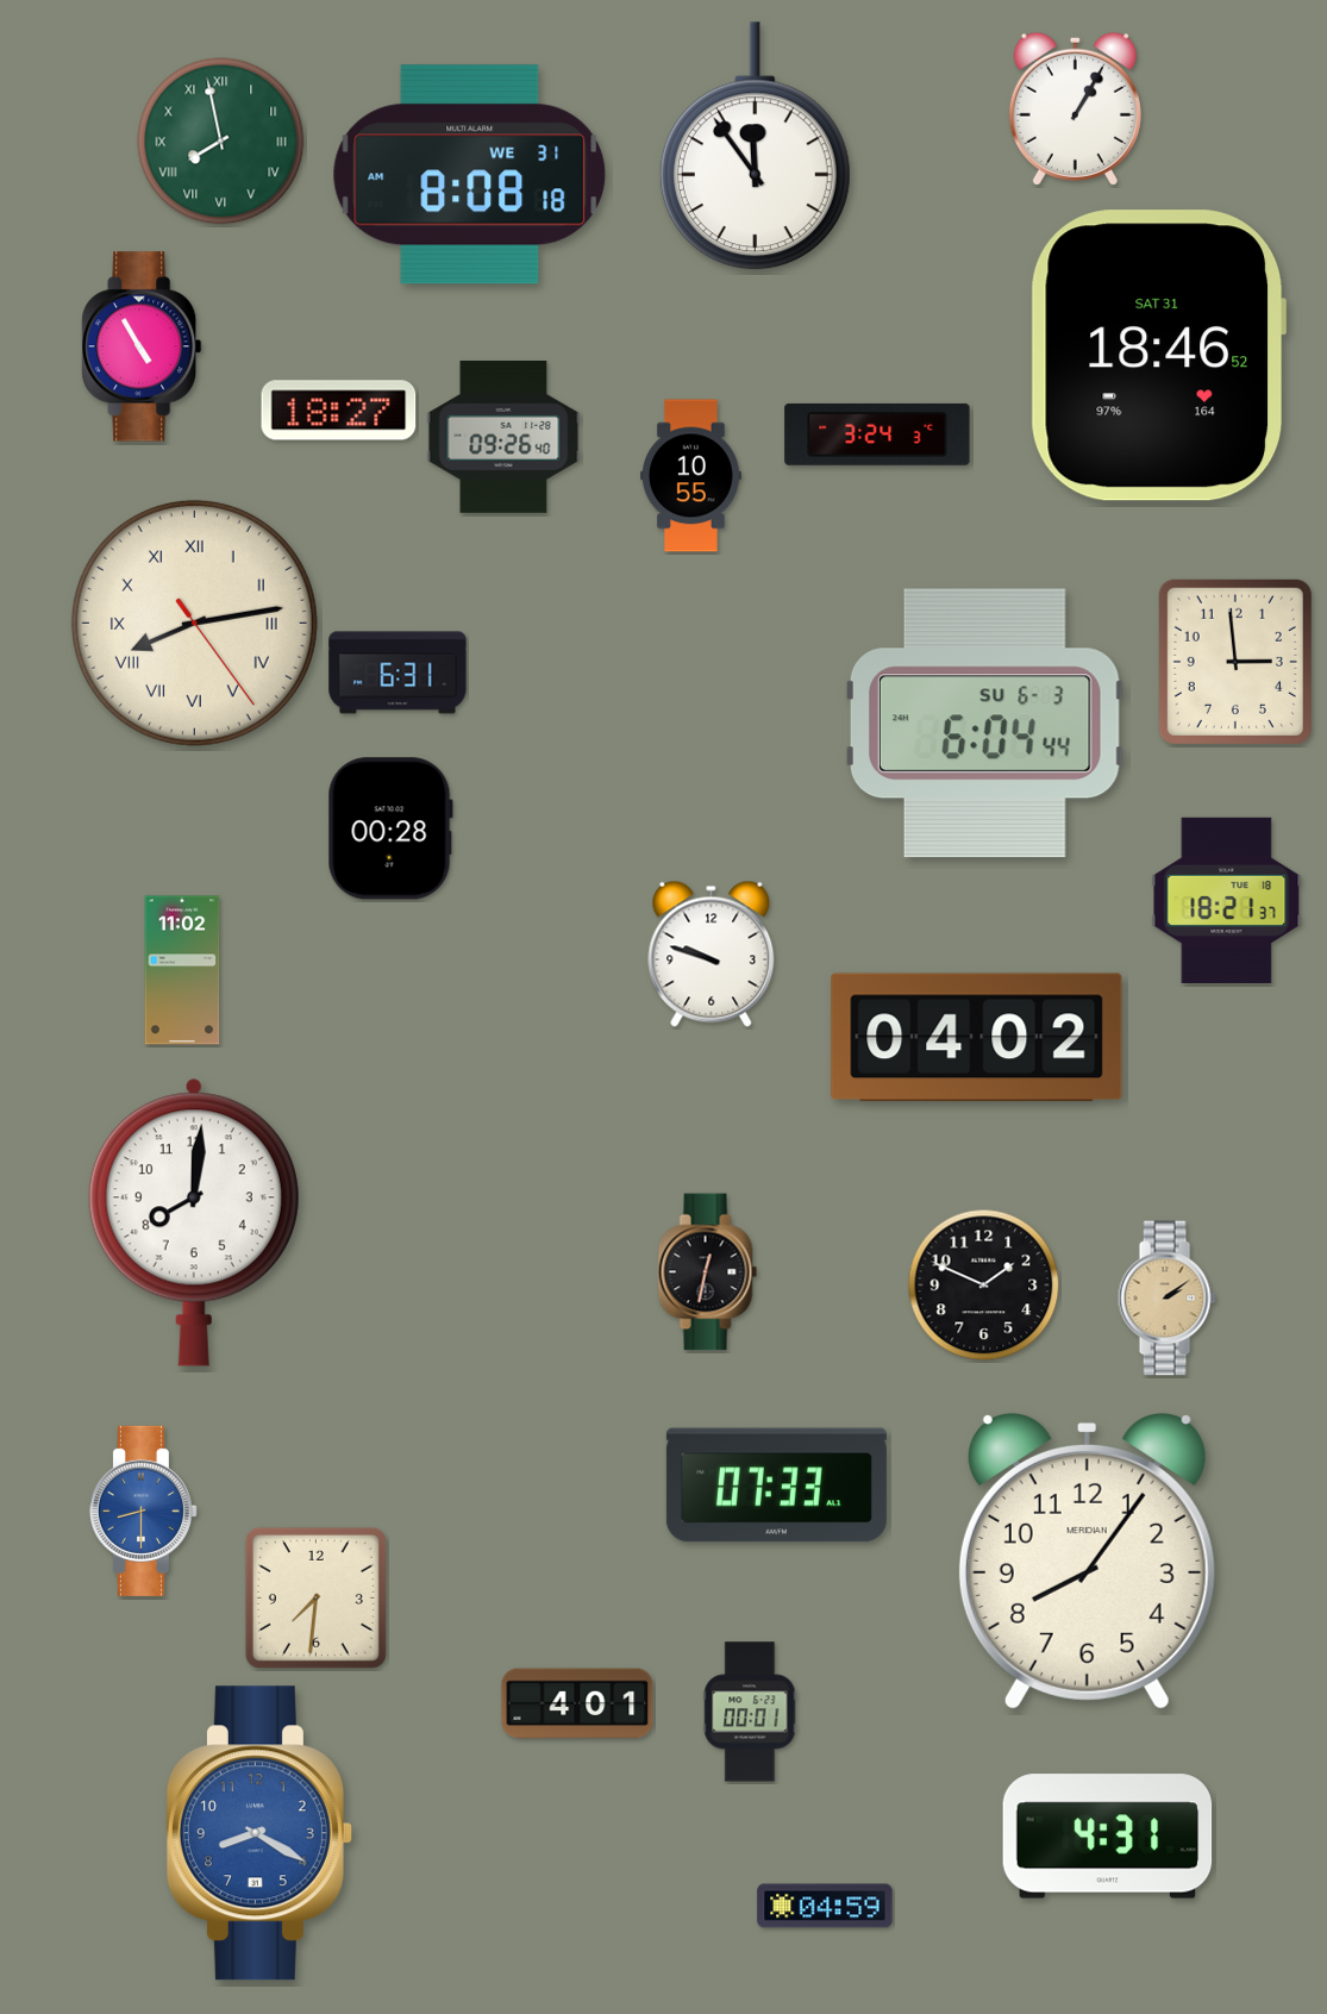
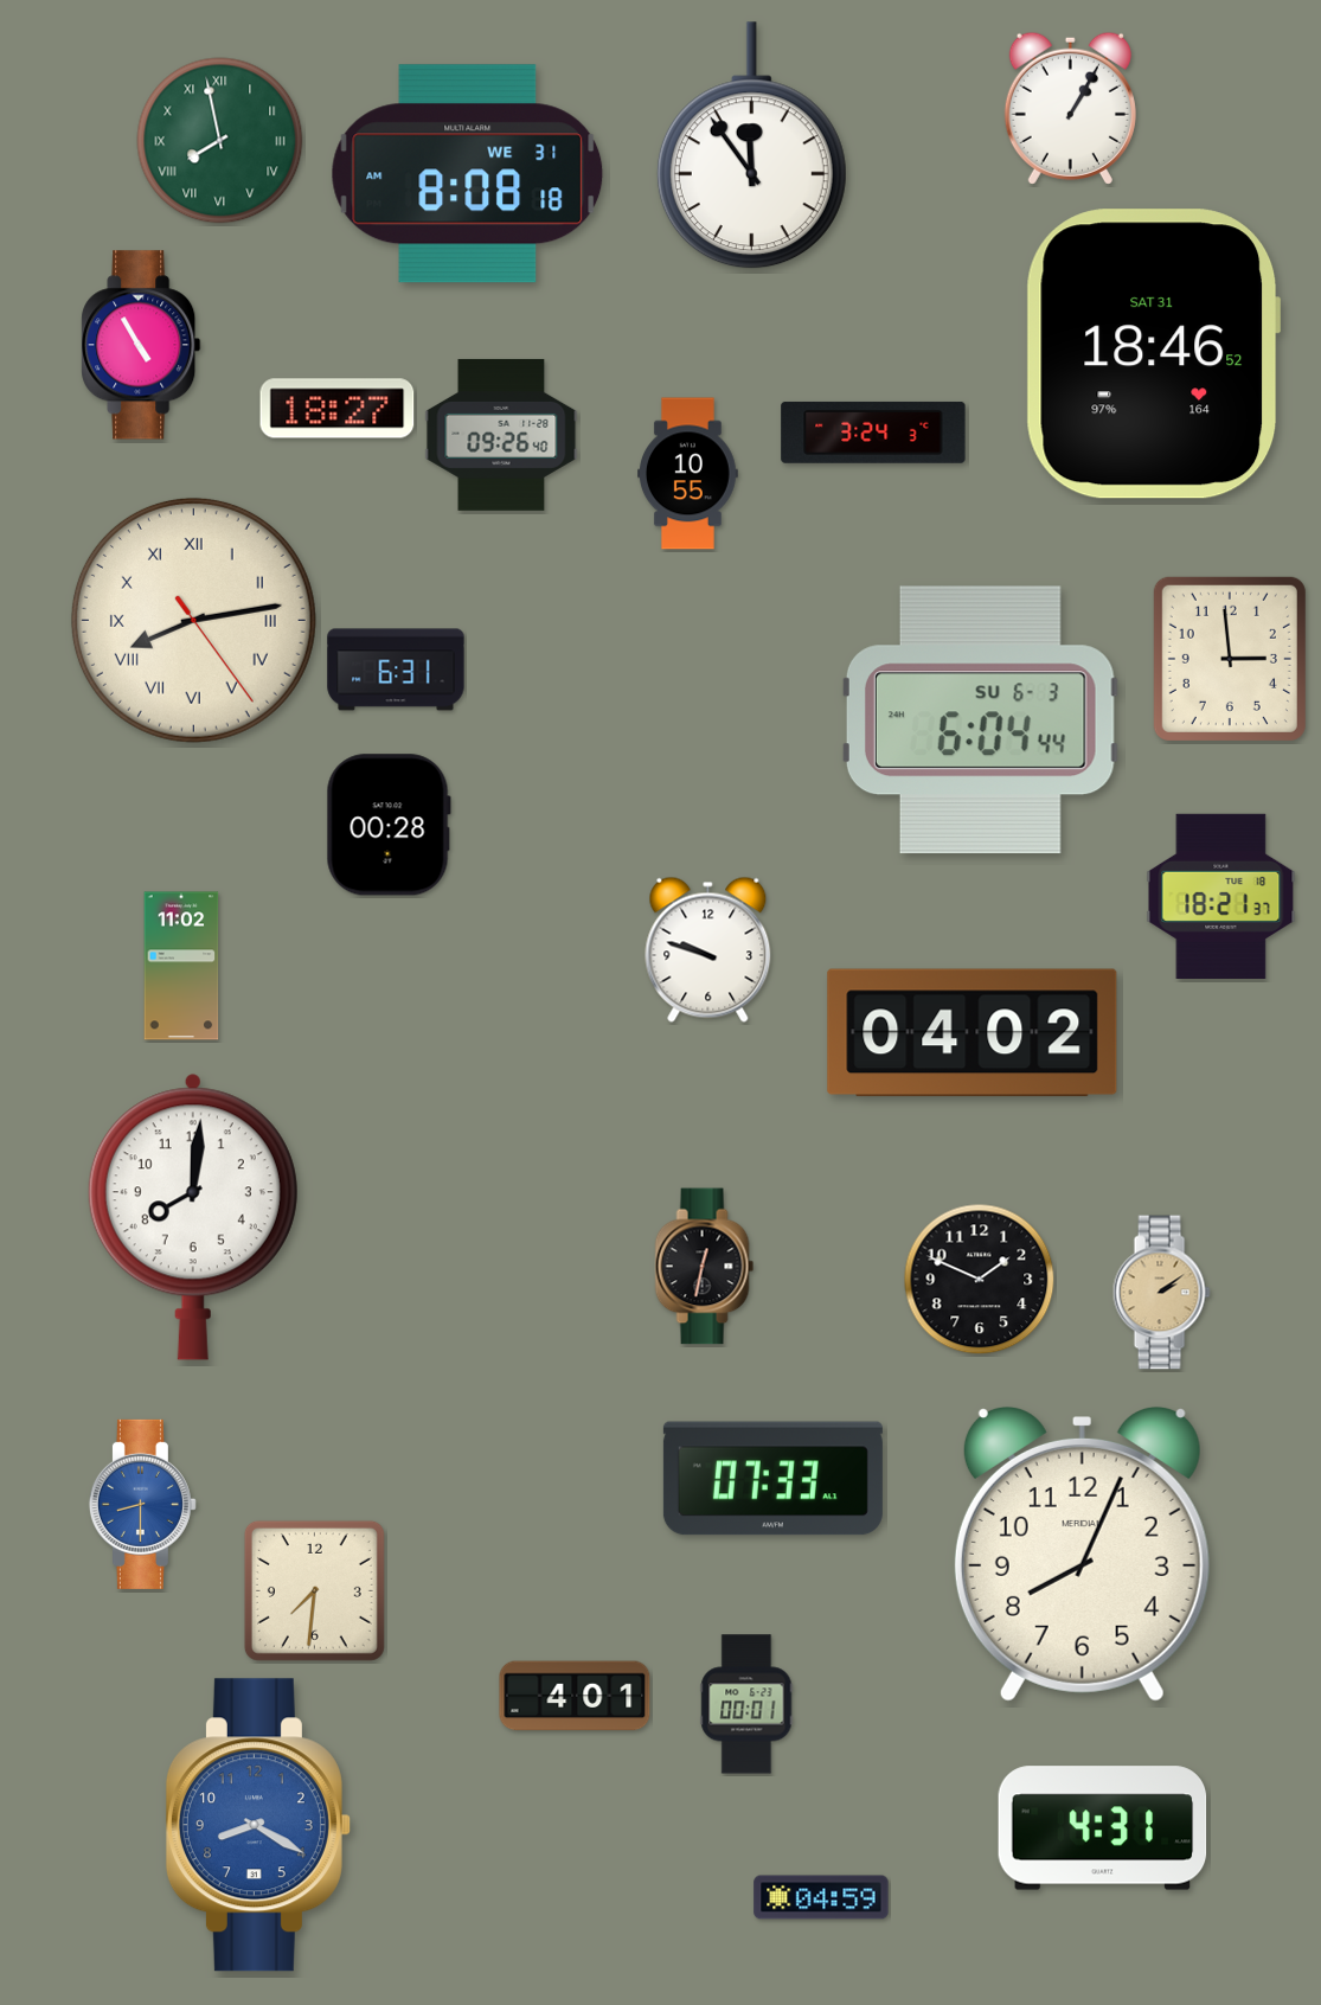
clock at (1087, 1562): 8:06 -> 8:04
